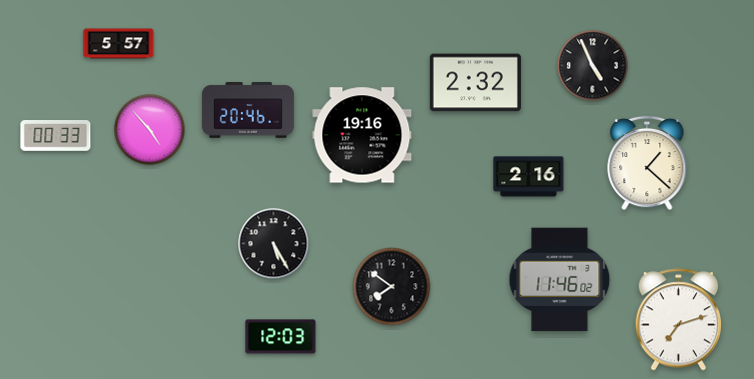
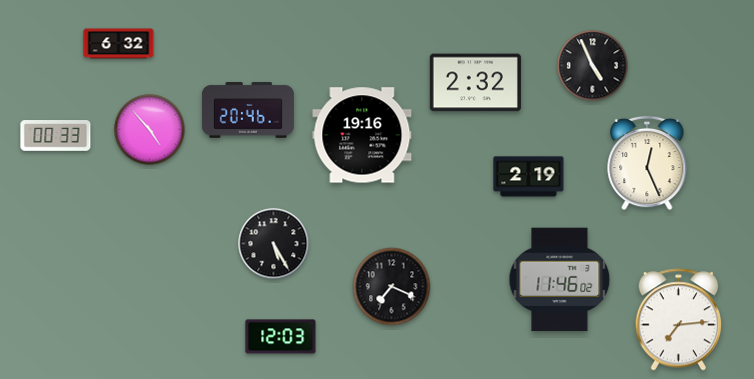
clock at (119, 44): 5:57 -> 6:32
clock at (647, 163): 1:22 -> 12:26
clock at (529, 177): 2:16 -> 2:19
clock at (392, 287): 7:51 -> 7:19
clock at (679, 320): 7:12 -> 7:14
